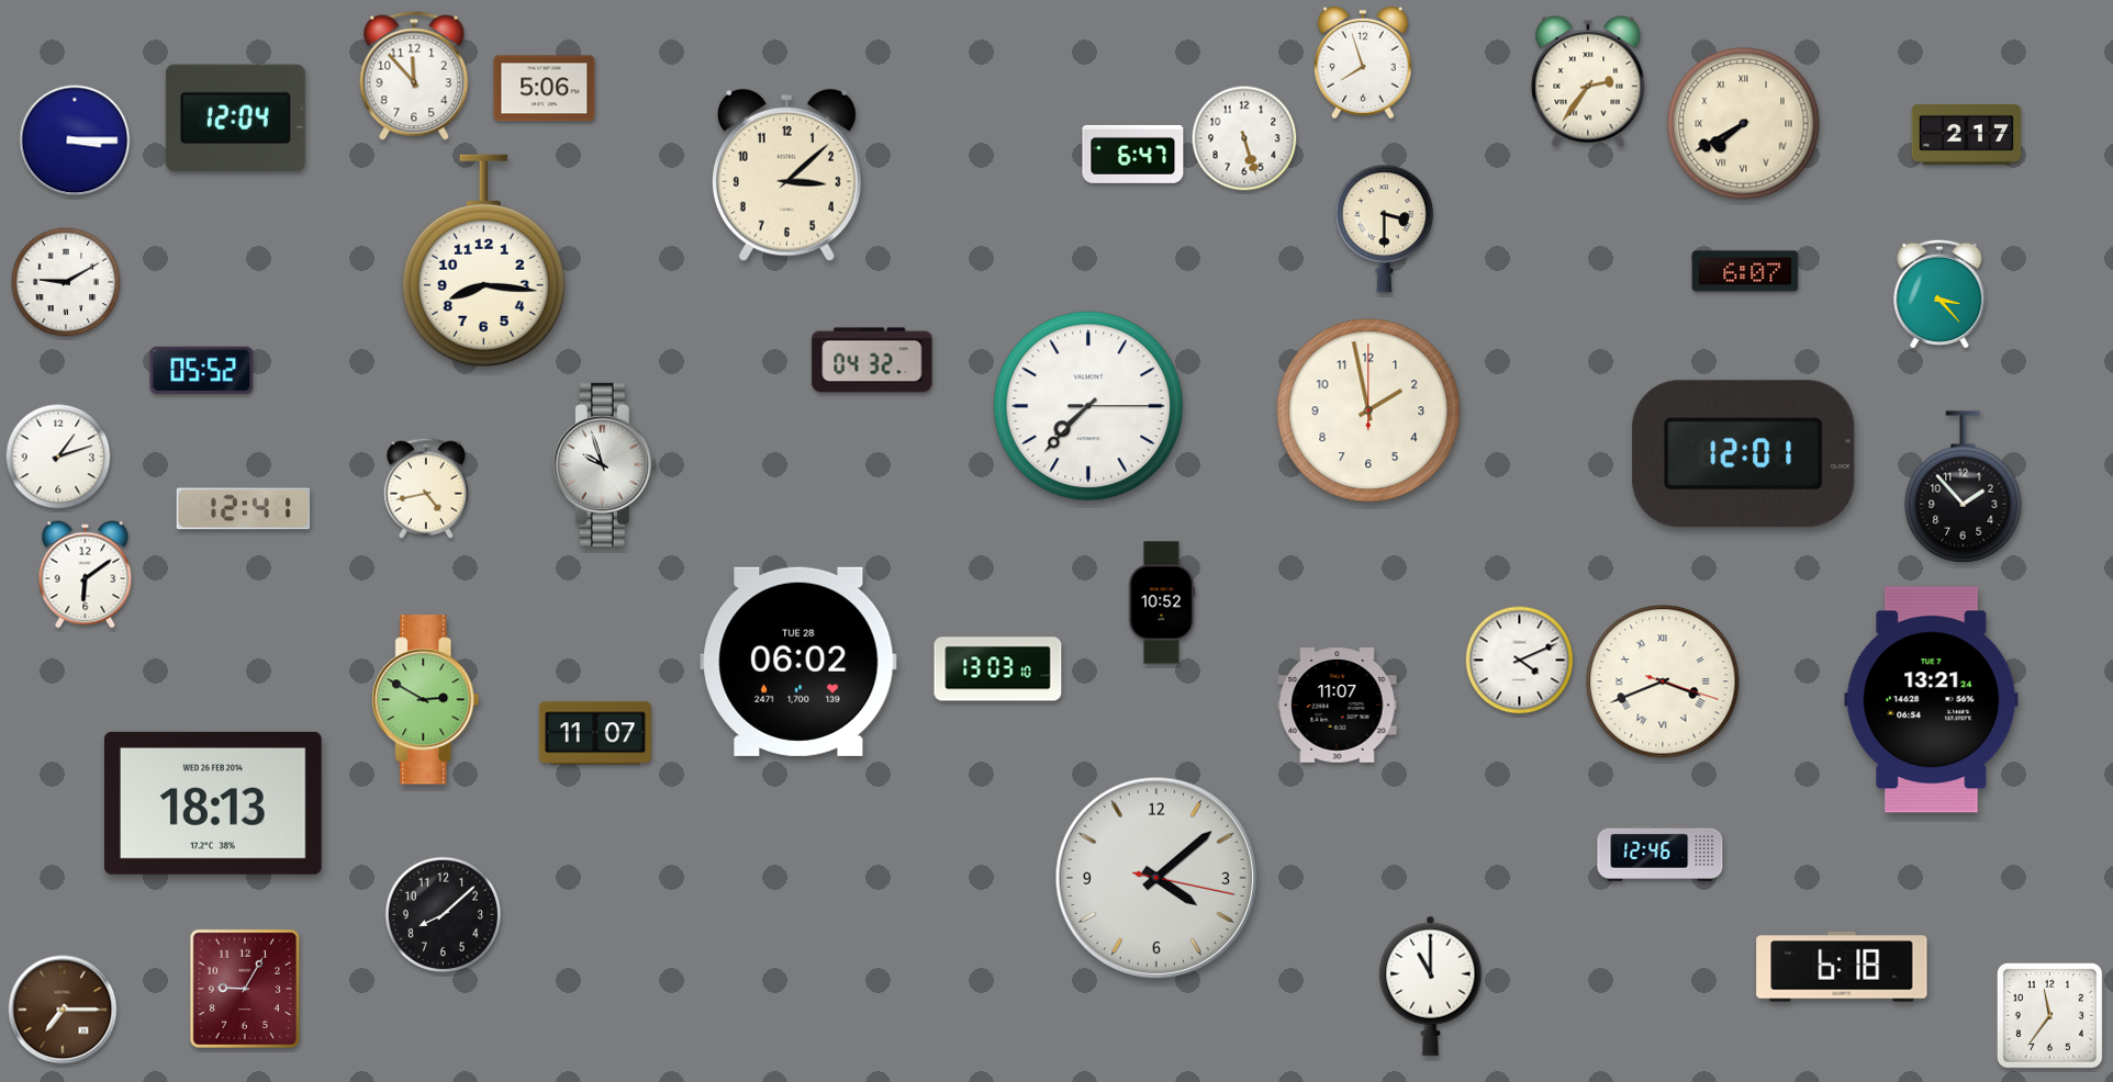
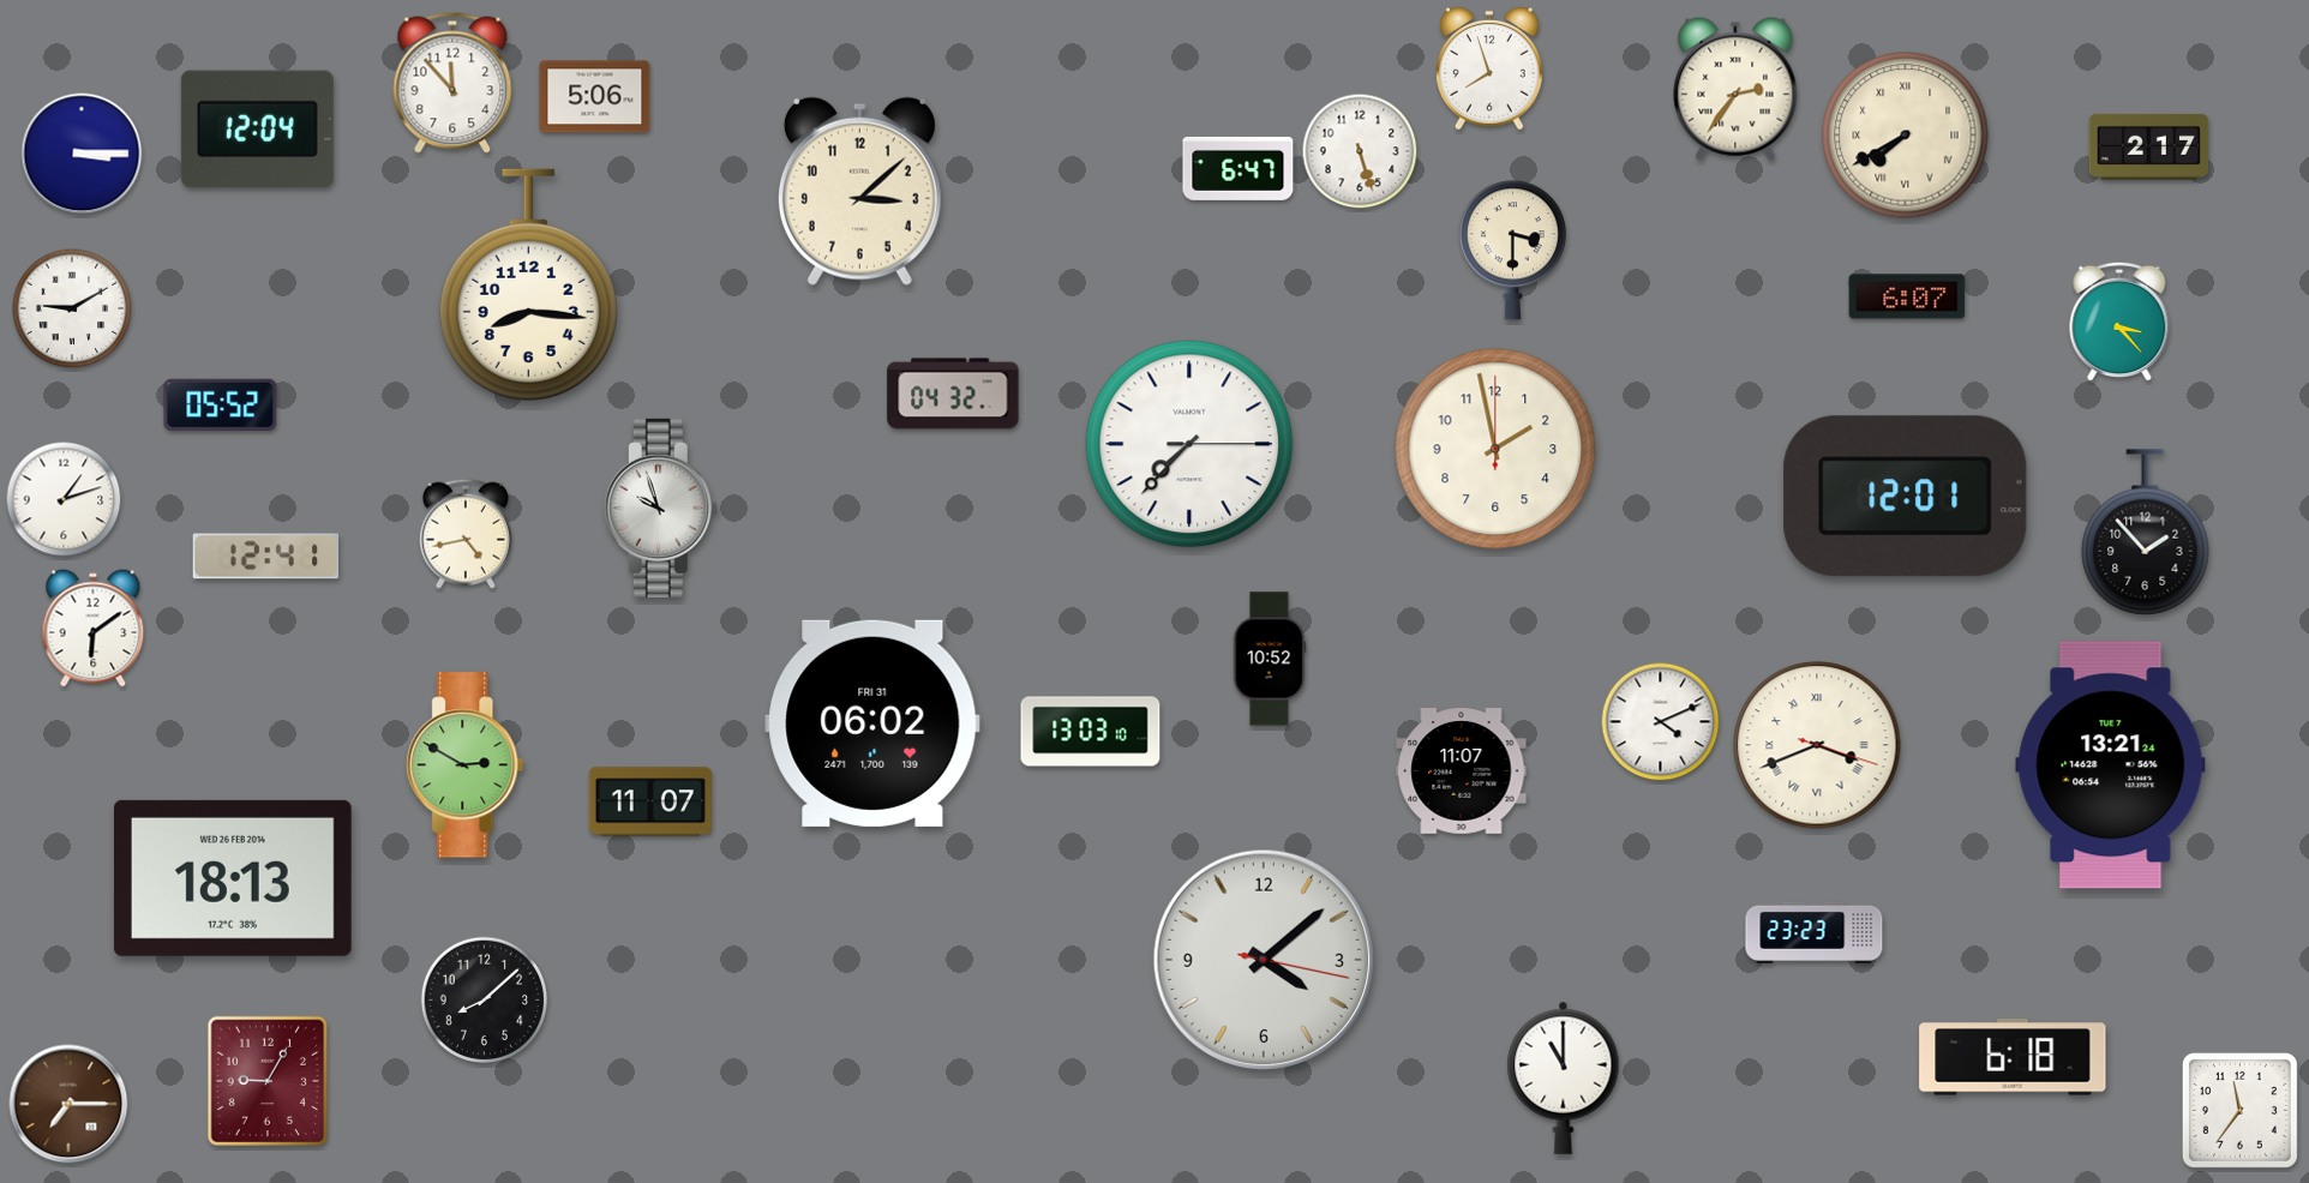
clock at (798, 662) date: TUE 28 -> FRI 31
clock at (1661, 853): 12:46 -> 23:23
